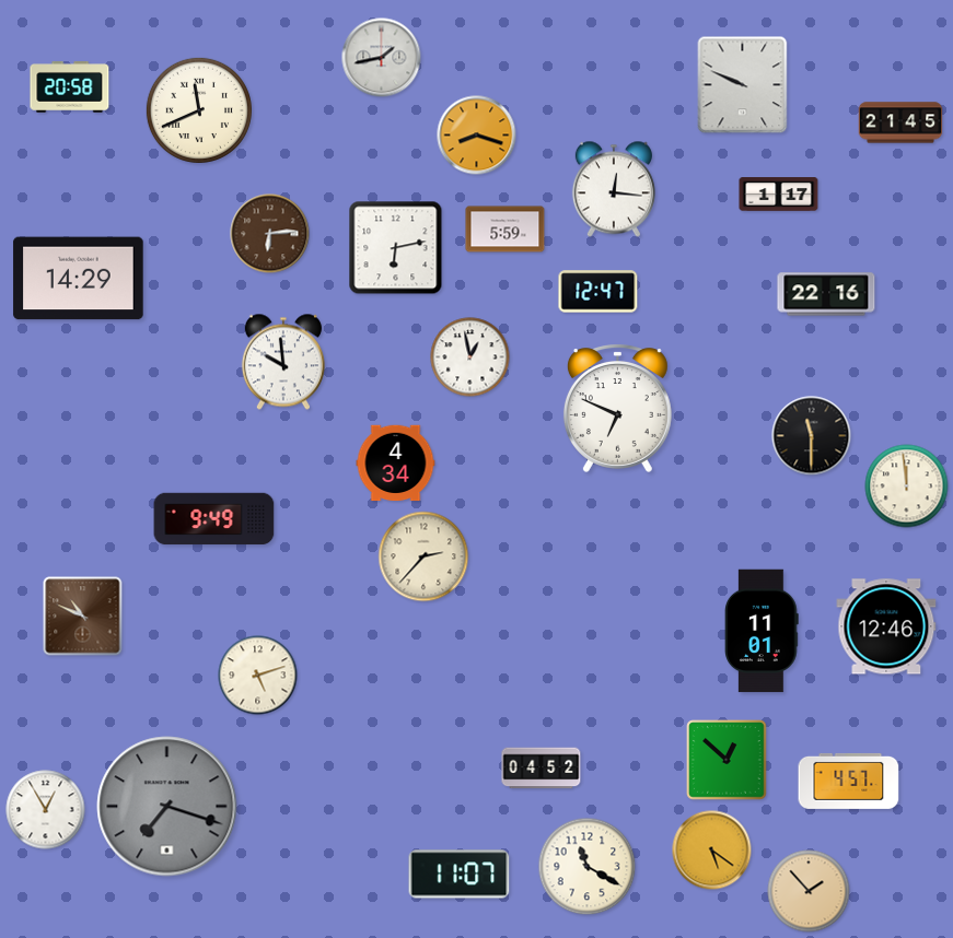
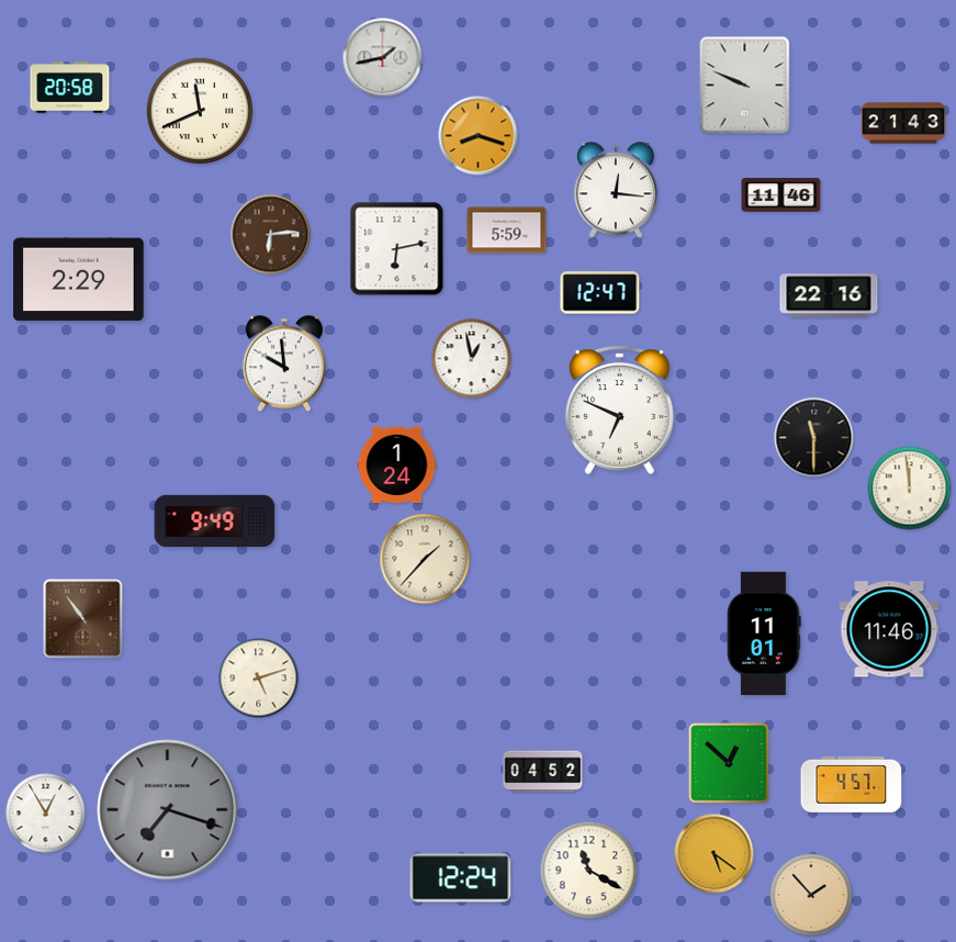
clock at (900, 122): 21:45 -> 21:43
clock at (779, 195): 1:17 -> 11:46
clock at (79, 279): 14:29 -> 2:29
clock at (396, 464): 4:34 -> 1:24
clock at (423, 556): 2:37 -> 1:37
clock at (83, 617): 10:49 -> 10:54
clock at (886, 626): 12:46 -> 11:46
clock at (460, 875): 11:07 -> 12:24
